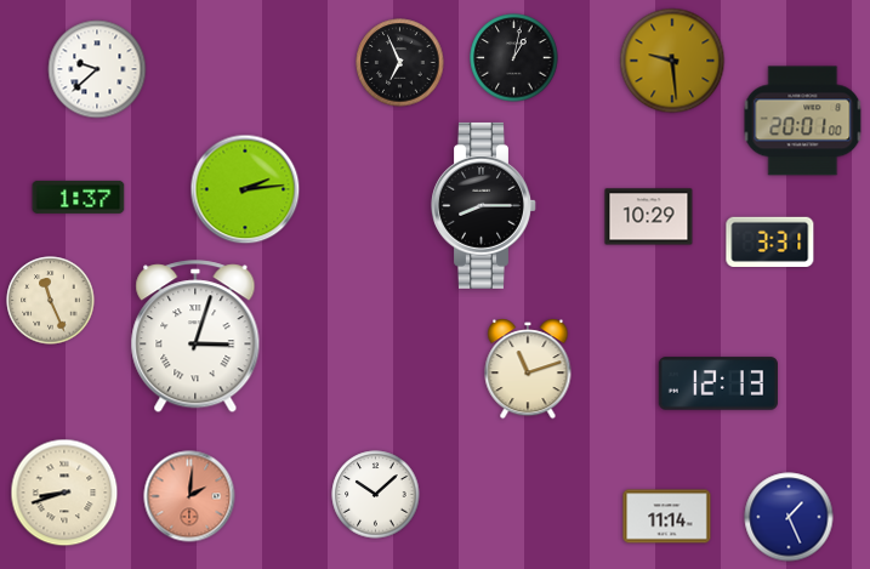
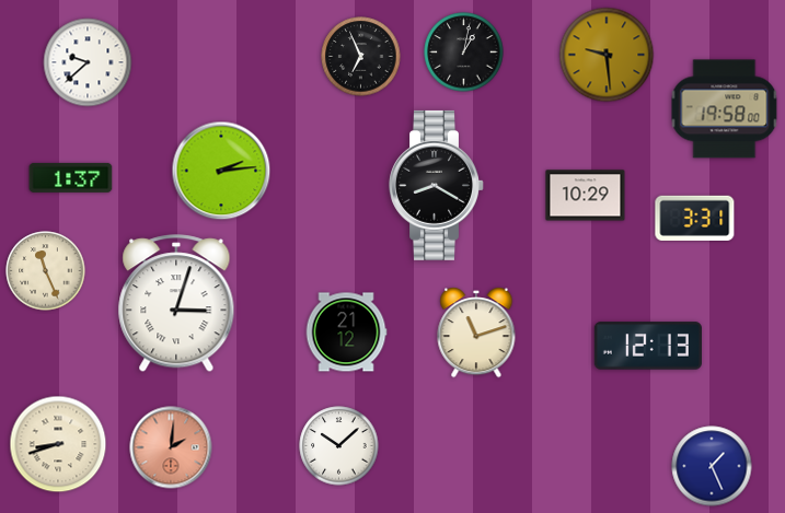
clock at (803, 121): 20:01 -> 19:58
clock at (484, 205): 8:15 -> 8:20
clock at (346, 333): none -> 21:12
clock at (667, 517): 11:14 -> none
